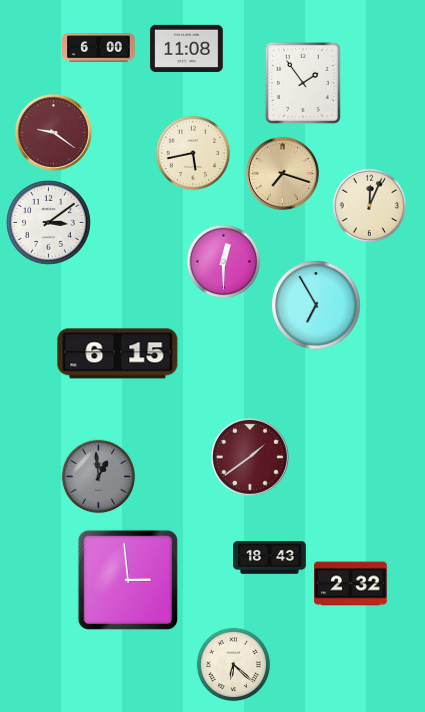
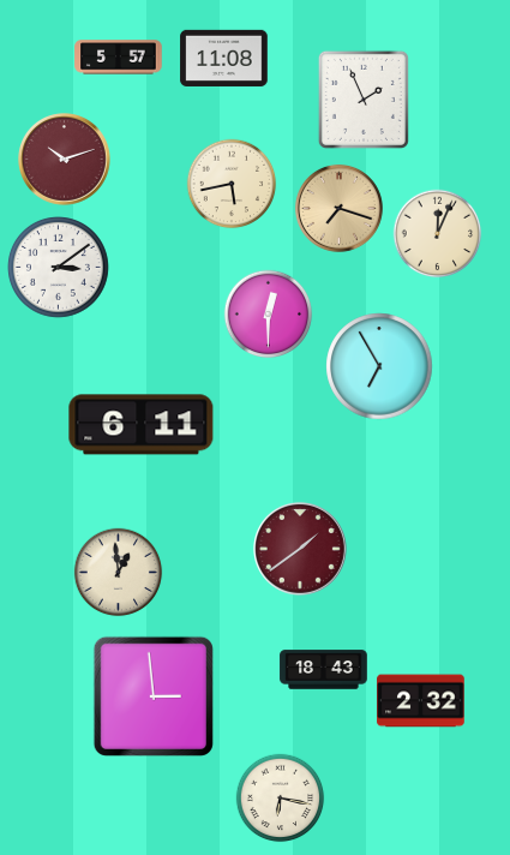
clock at (99, 48): 6:00 -> 5:57
clock at (303, 83): 1:54 -> 1:56
clock at (54, 133): 9:21 -> 10:12
clock at (370, 206) position: (370, 206) -> (438, 234)
clock at (118, 354): 6:15 -> 6:11
clock at (99, 477) dial: grey -> cream
clock at (234, 665): 6:22 -> 6:17
